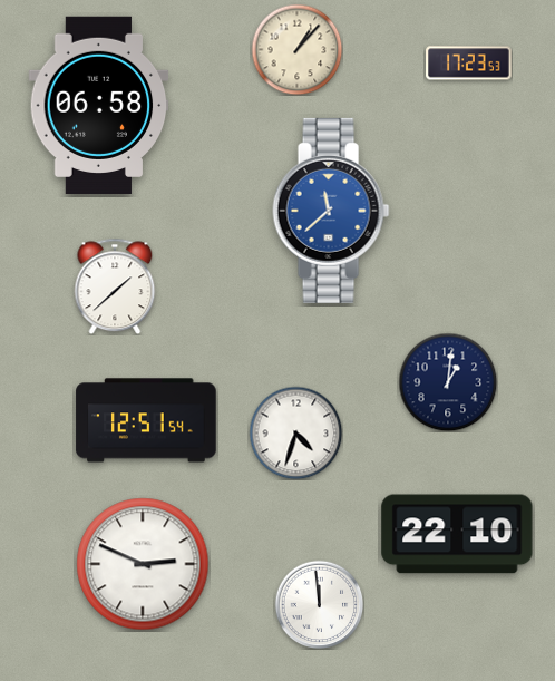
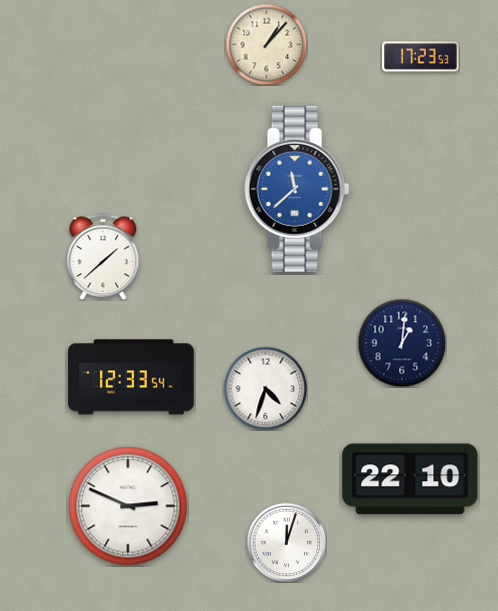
clock at (99, 105): 06:58 -> none
clock at (146, 420): 12:51 -> 12:33
clock at (319, 604): 11:59 -> 12:03
